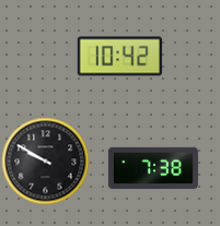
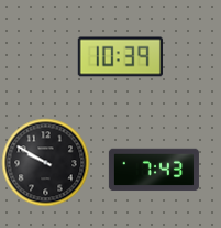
clock at (119, 57): 10:42 -> 10:39
clock at (153, 168): 7:38 -> 7:43
